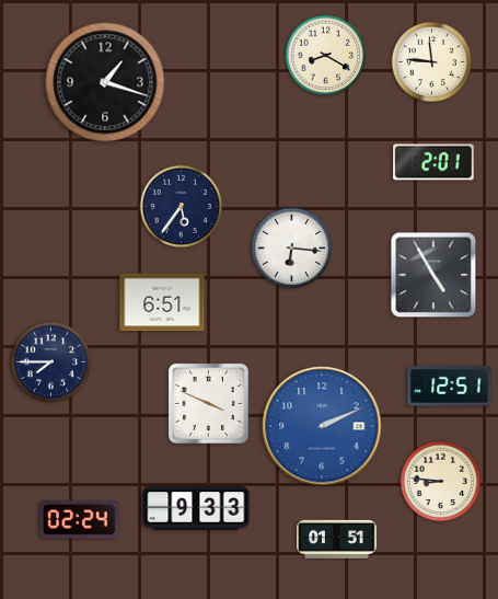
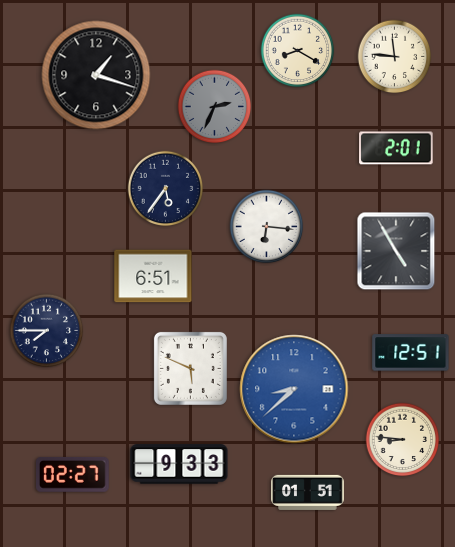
clock at (215, 107): none -> 2:34
clock at (162, 302) position: (162, 302) -> (153, 276)
clock at (208, 403): 3:49 -> 5:49
clock at (322, 426): 2:11 -> 8:38
clock at (80, 519): 02:24 -> 02:27
